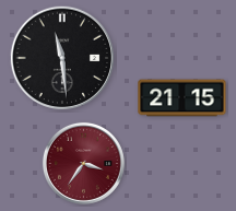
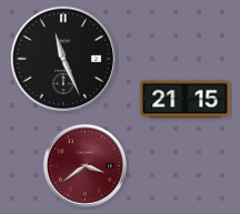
clock at (62, 58): 11:29 -> 11:26
clock at (83, 163): 3:36 -> 3:39
